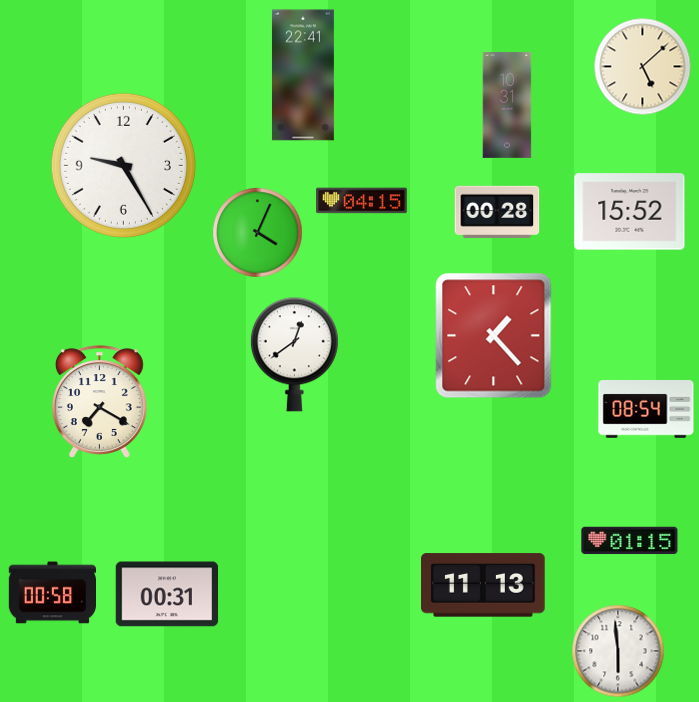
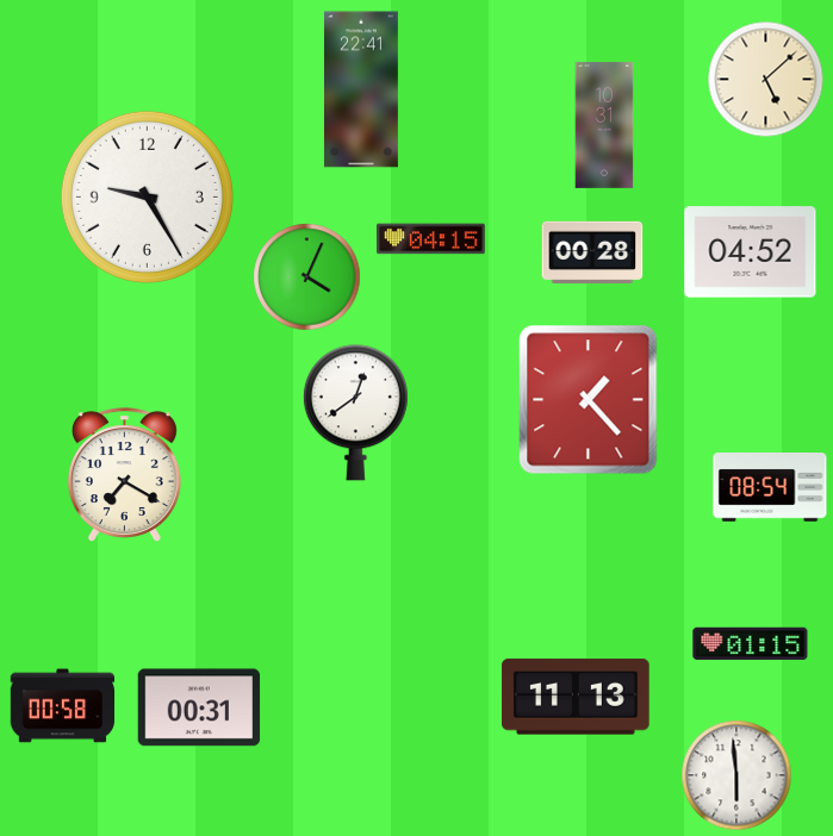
clock at (630, 212): 15:52 -> 04:52
clock at (294, 355) position: (294, 355) -> (355, 413)
clock at (99, 402) position: (99, 402) -> (124, 475)
